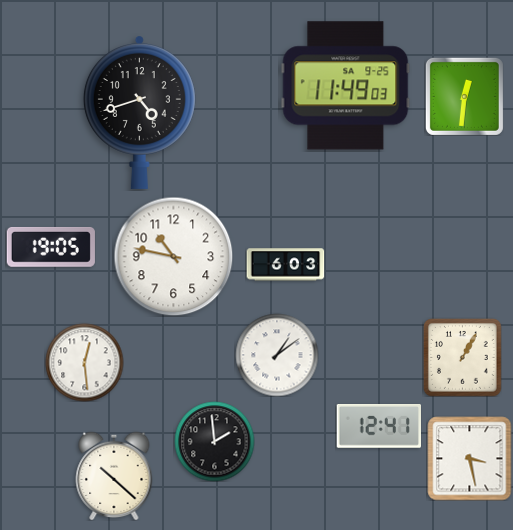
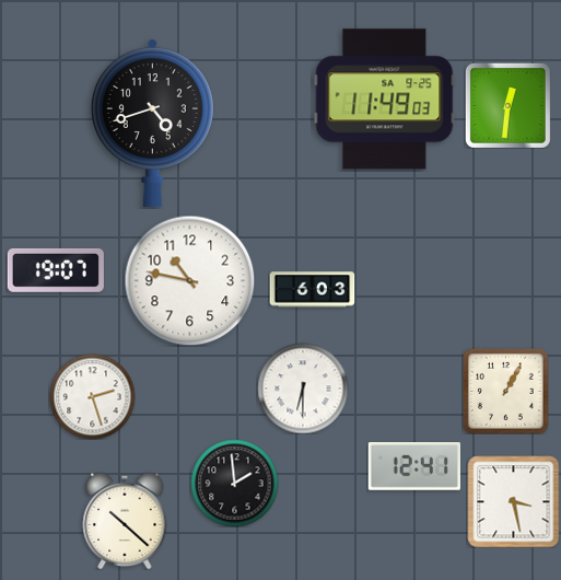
clock at (346, 86) position: (346, 86) -> (385, 100)
clock at (51, 247): 19:05 -> 19:07
clock at (277, 355): 1:09 -> 6:30
clock at (84, 362): 12:29 -> 2:27
